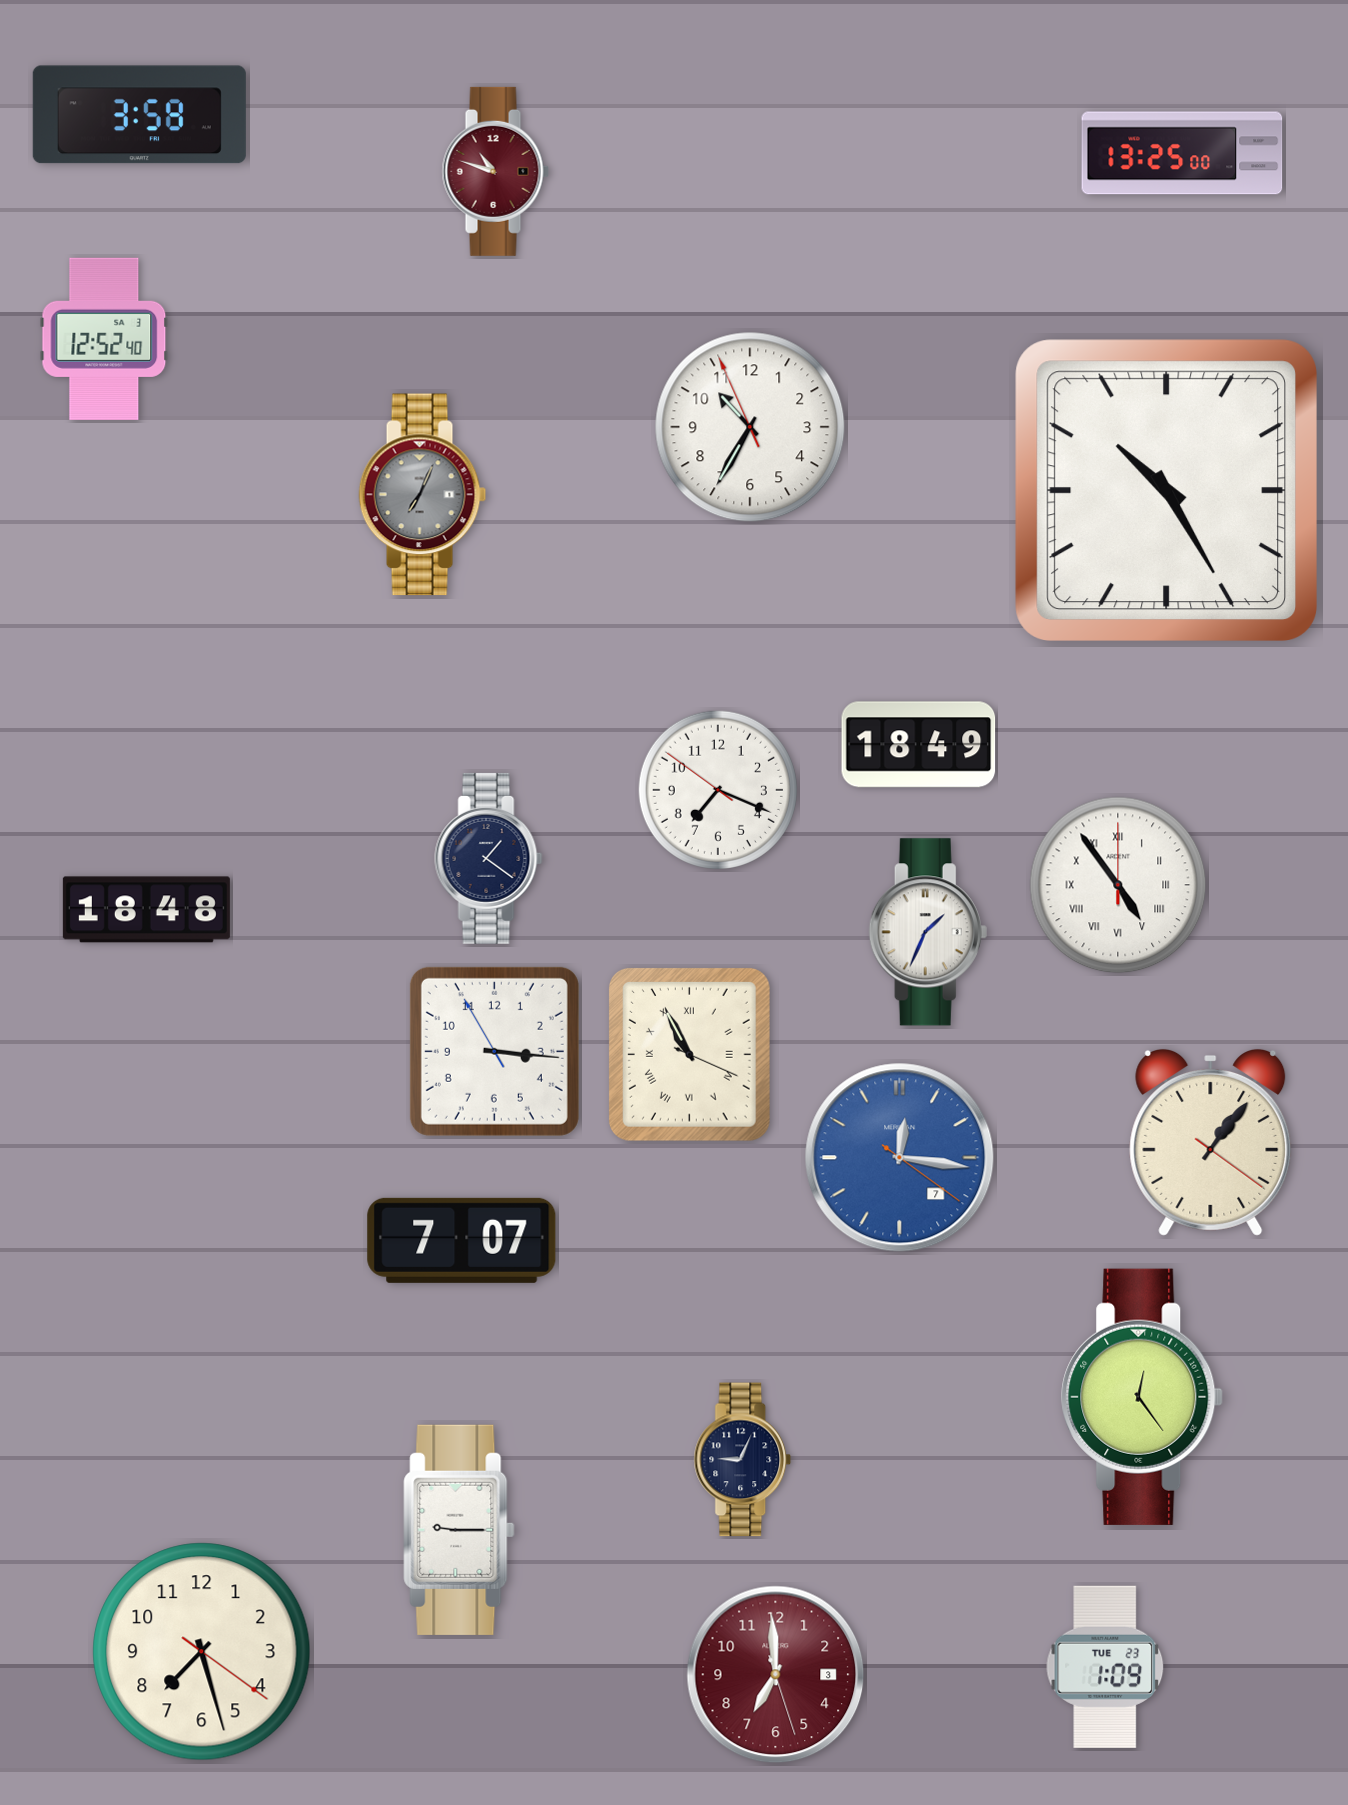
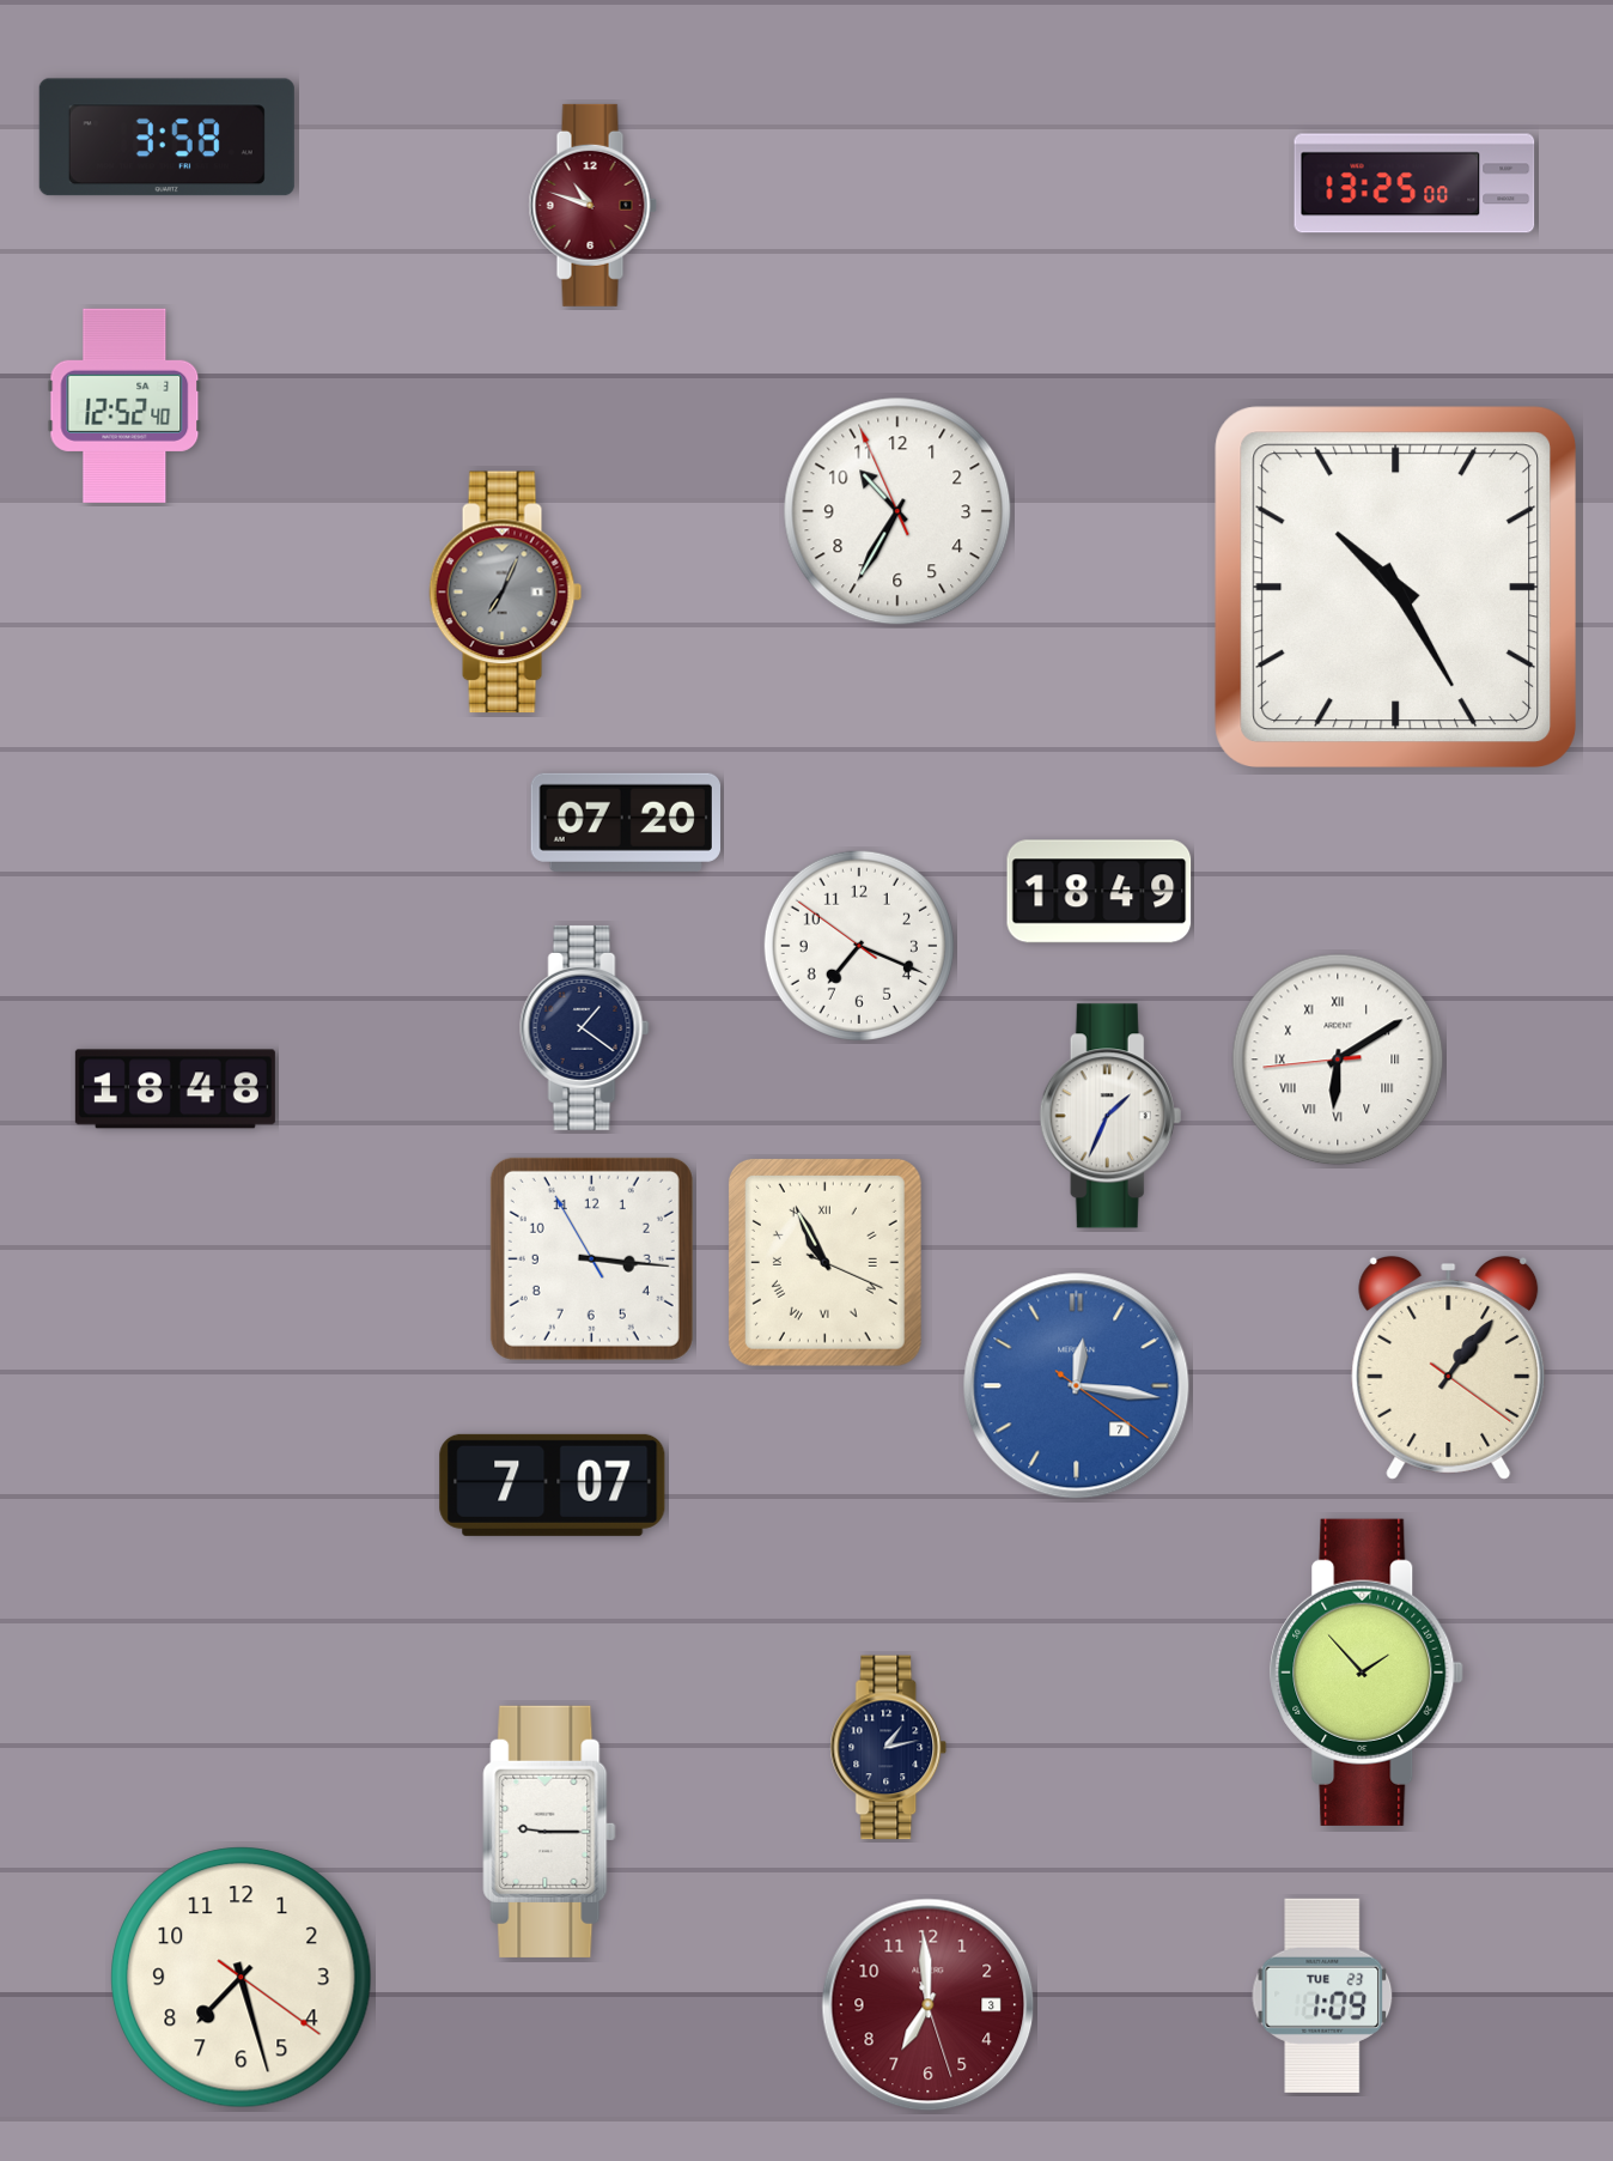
clock at (625, 822): none -> 07:20
clock at (1118, 885): 4:54 -> 6:09
clock at (1142, 1397): 12:24 -> 1:53
clock at (743, 1460): 9:04 -> 1:13
